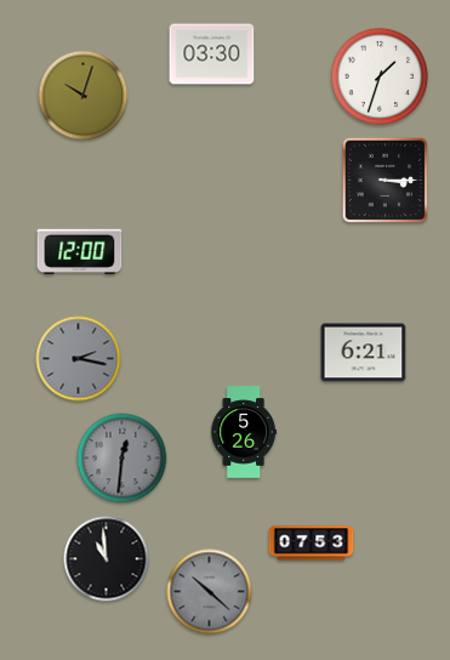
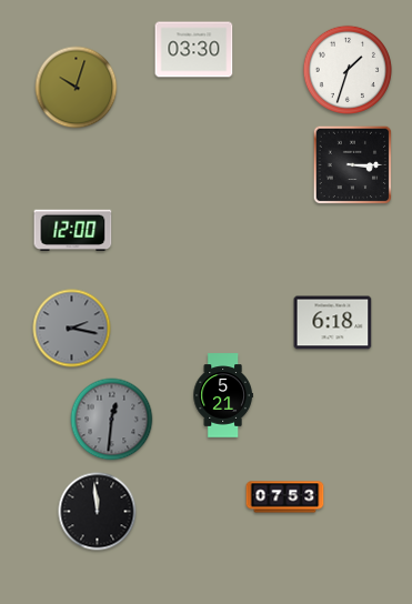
clock at (364, 353): 6:21 -> 6:18
clock at (244, 432): 5:26 -> 5:21
clock at (107, 559): 10:59 -> 11:59
clock at (210, 592): 10:22 -> none
